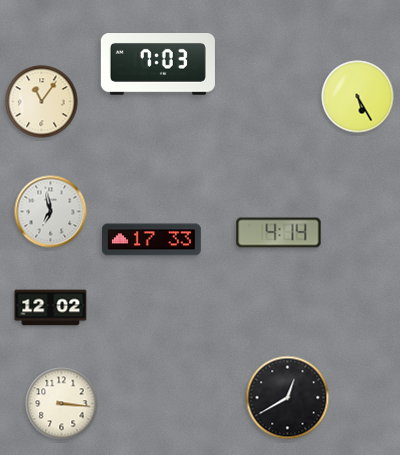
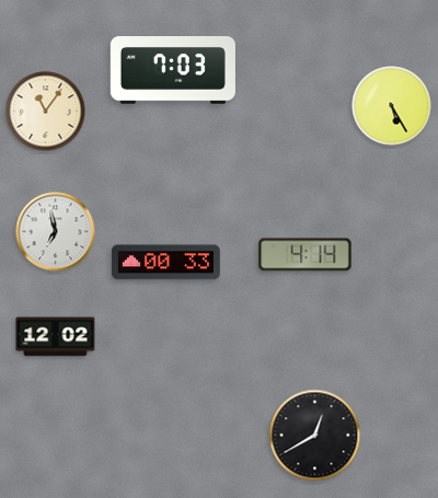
clock at (151, 240): 17:33 -> 00:33
clock at (62, 404): 3:16 -> none
